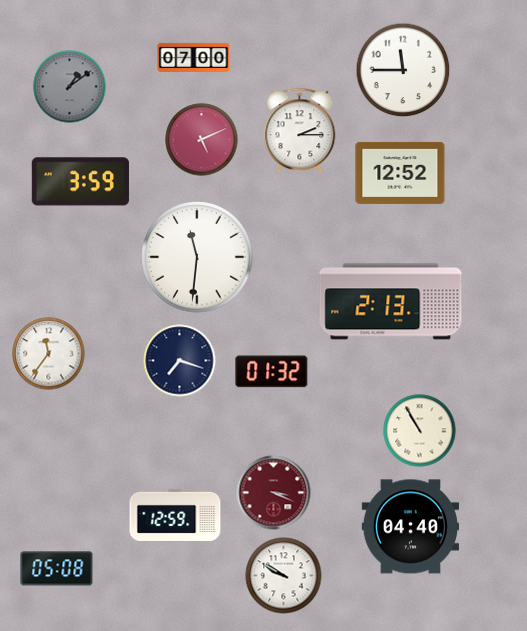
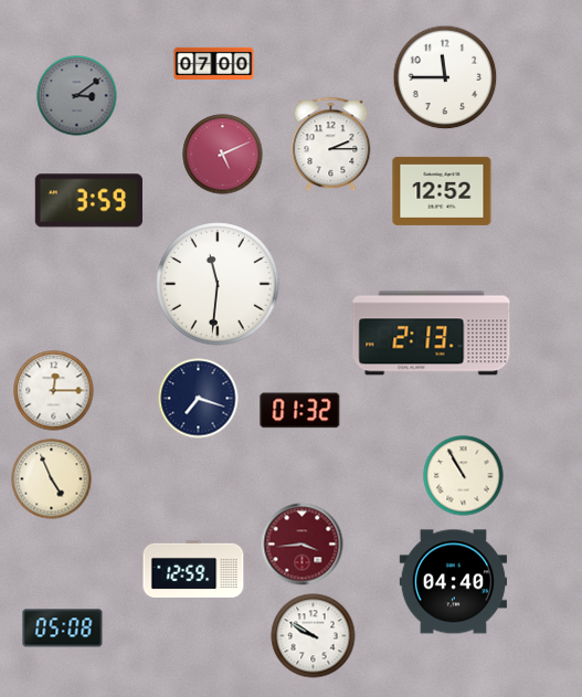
clock at (70, 87): 1:09 -> 3:09
clock at (49, 354): 11:36 -> 12:15
clock at (52, 479): none -> 4:56
clock at (274, 493): 3:19 -> 3:44
